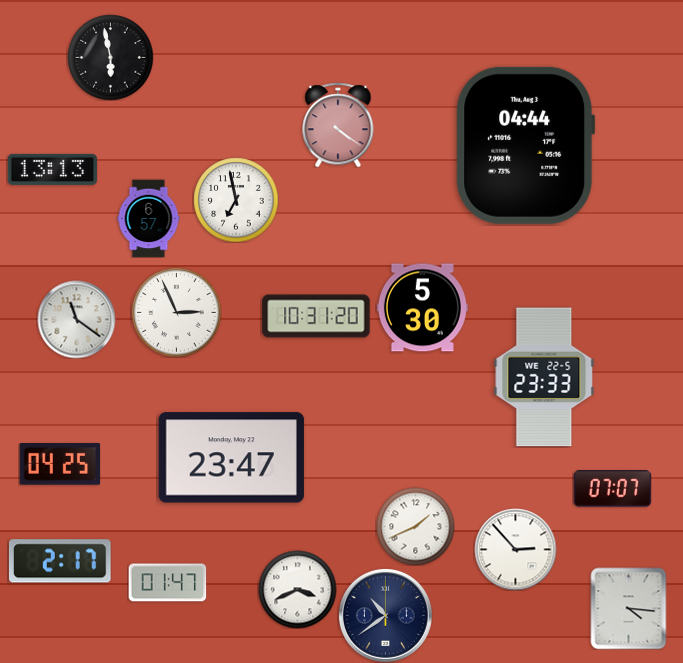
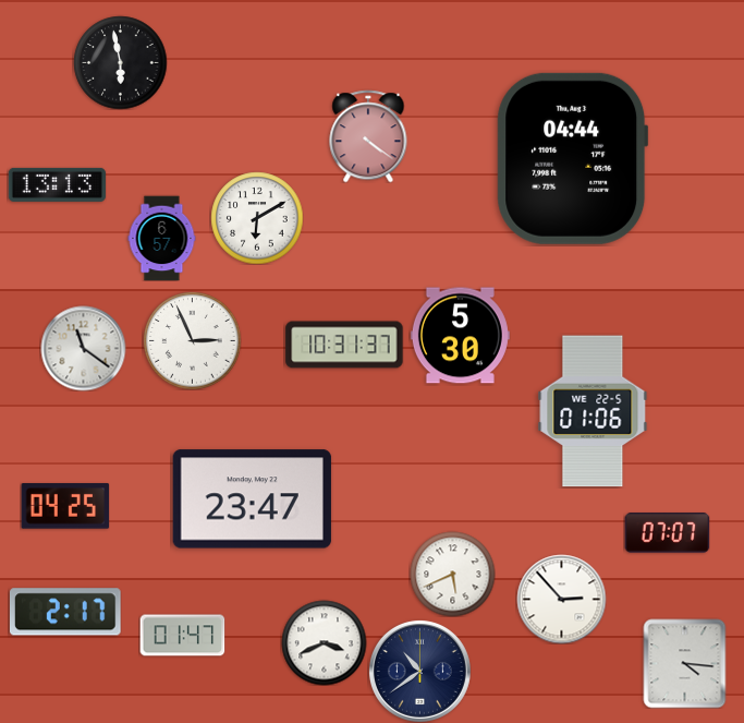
clock at (236, 200): 6:58 -> 6:10
clock at (316, 316): 10:31:20 -> 10:31:37
clock at (544, 377): 23:33 -> 01:06
clock at (415, 526): 1:41 -> 5:41
